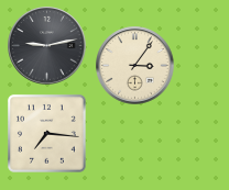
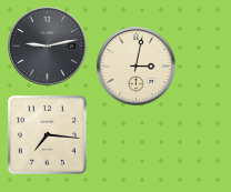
clock at (135, 66): 3:06 -> 3:02
